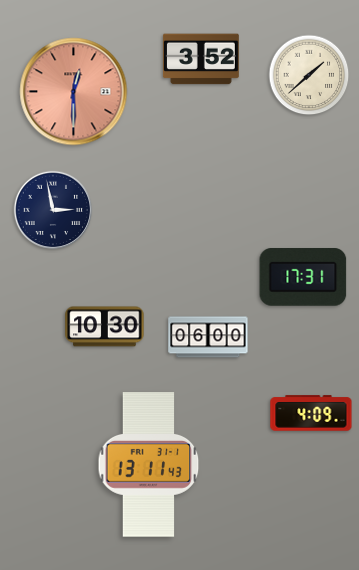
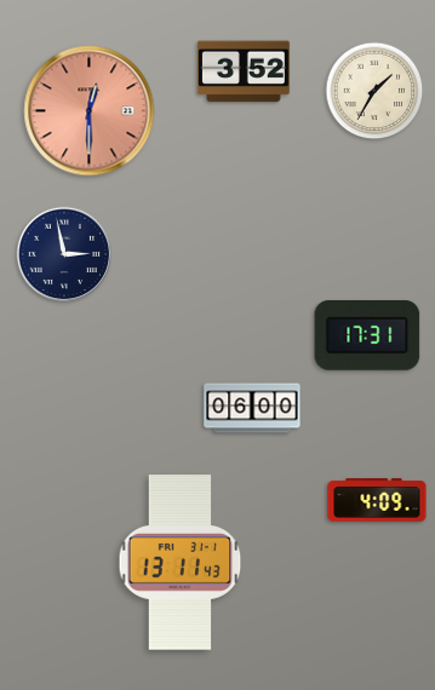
clock at (309, 75): 1:38 -> 1:35
clock at (105, 327): 10:30 -> none
